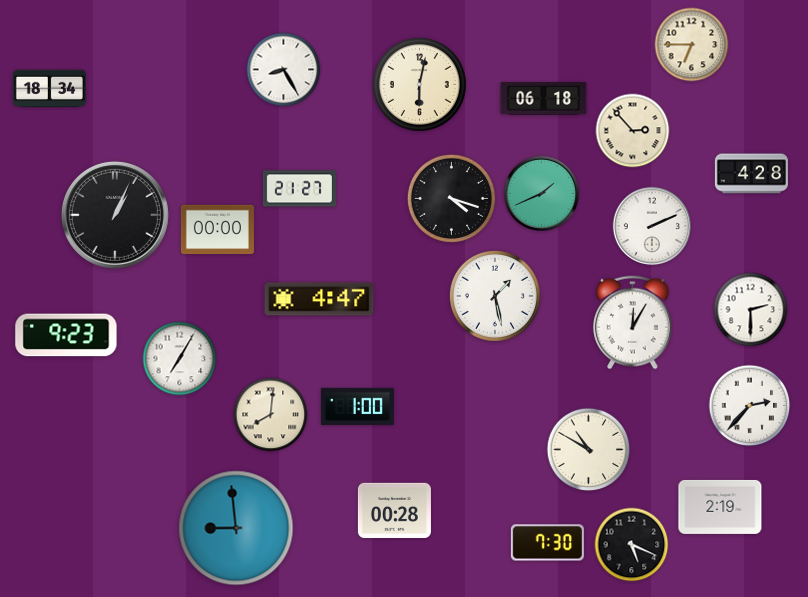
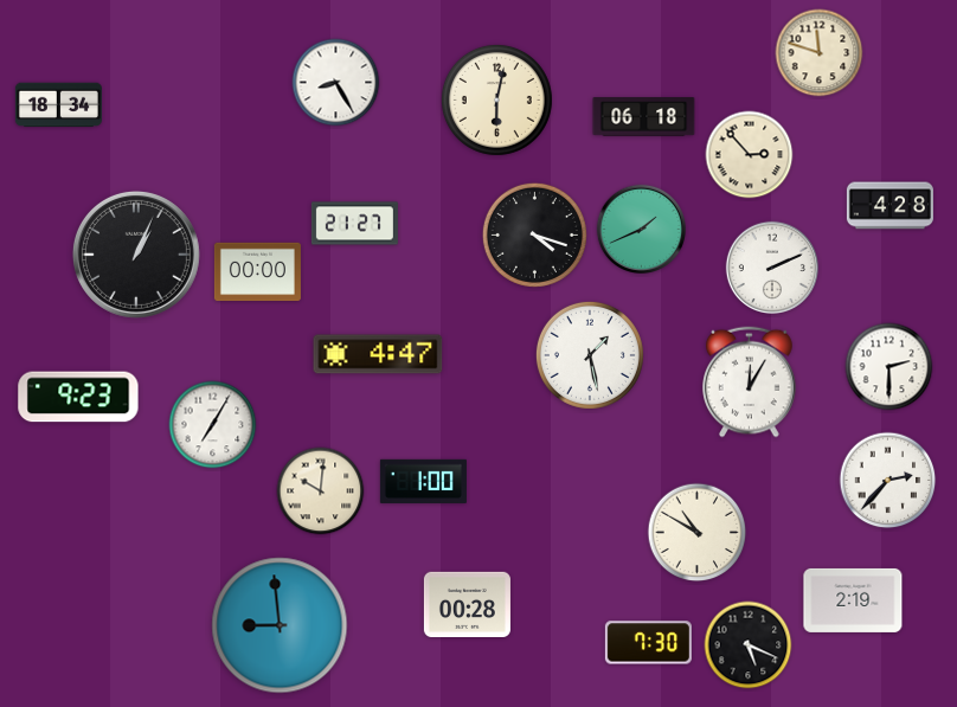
clock at (692, 45): 6:45 -> 11:48
clock at (495, 296) position: (495, 296) -> (590, 355)
clock at (271, 415): 8:01 -> 10:01
